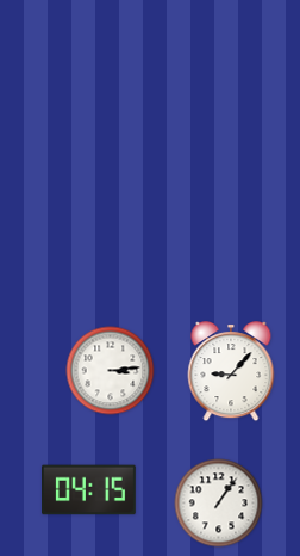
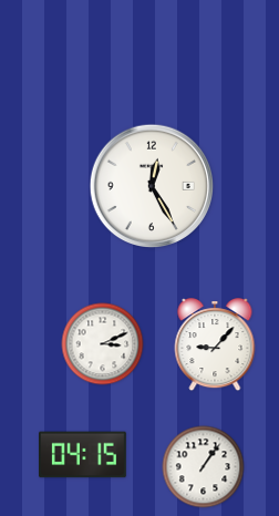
clock at (152, 186): none -> 12:25
clock at (111, 371): 3:14 -> 3:11
